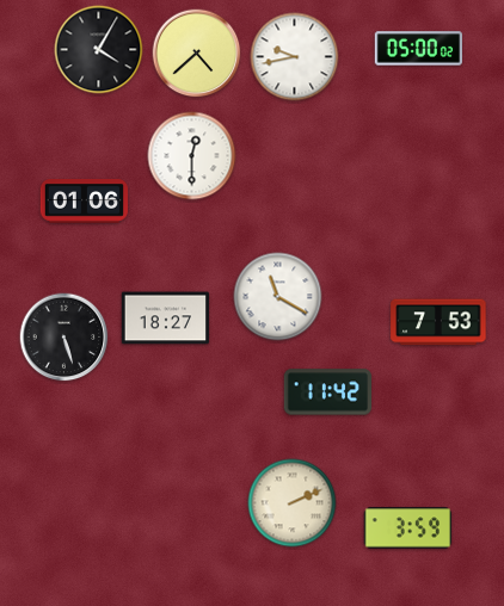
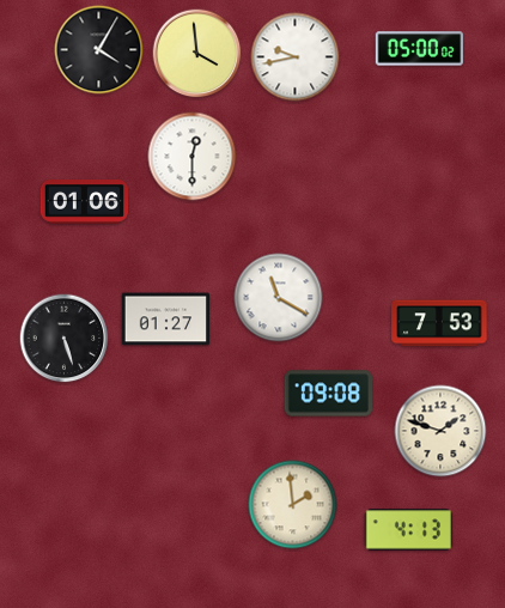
clock at (197, 54): 4:38 -> 3:59
clock at (165, 319): 18:27 -> 01:27
clock at (327, 392): 11:42 -> 09:08
clock at (440, 431): none -> 1:48
clock at (293, 503): 2:11 -> 1:59
clock at (407, 528): 3:59 -> 4:13
